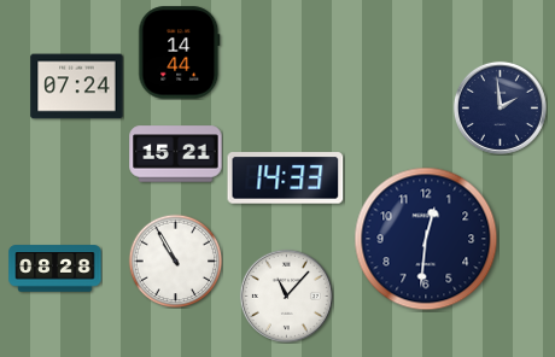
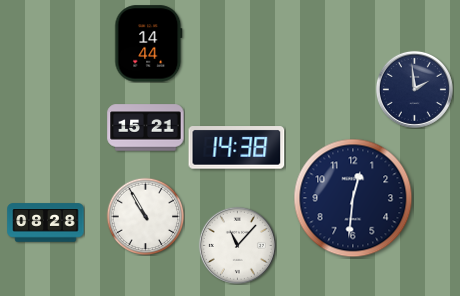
clock at (77, 87): 07:24 -> none
clock at (286, 178): 14:33 -> 14:38
